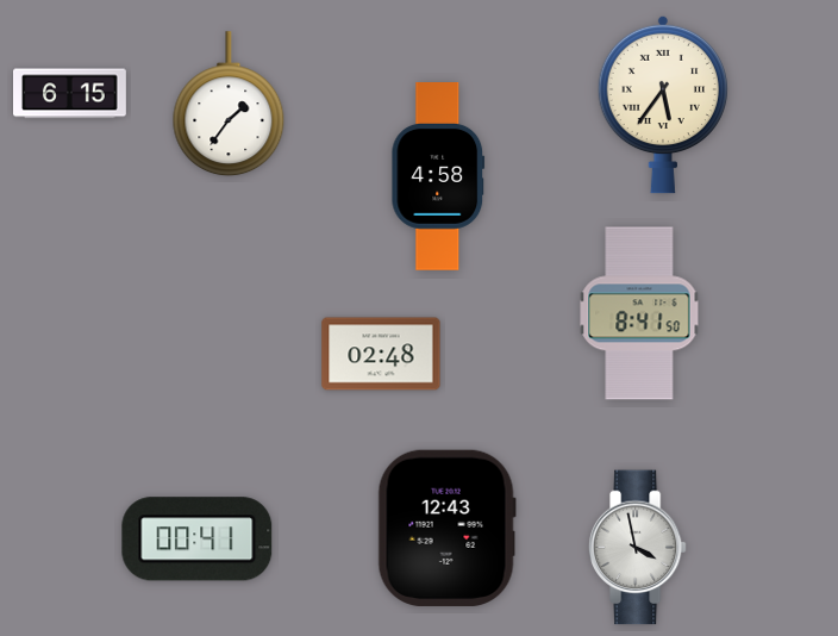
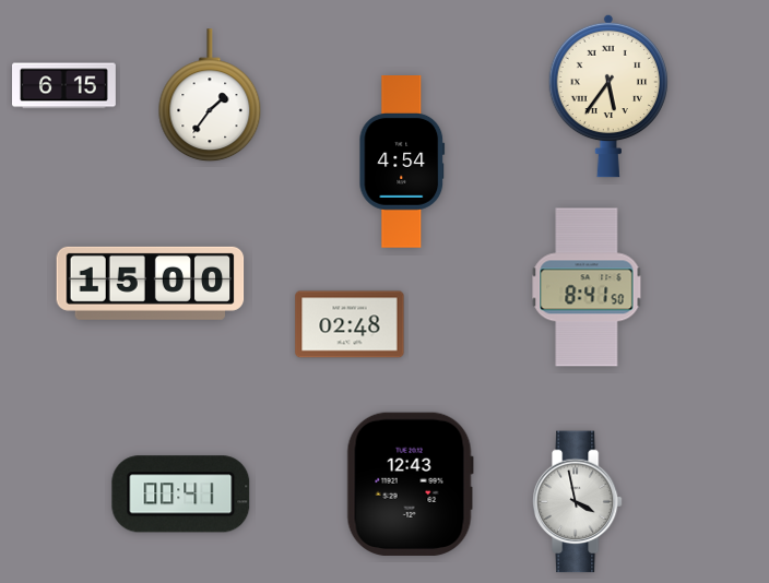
clock at (438, 177): 4:58 -> 4:54
clock at (151, 283): none -> 15:00
clock at (637, 548) position: (637, 548) -> (577, 502)
